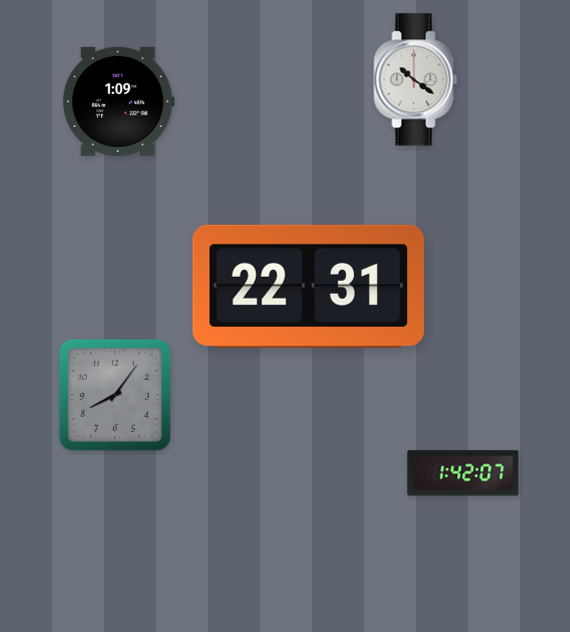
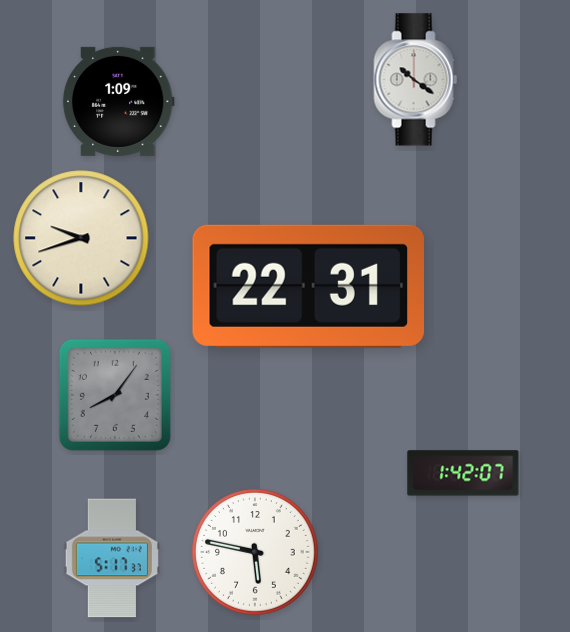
clock at (81, 238): none -> 9:42
clock at (255, 552): none -> 5:47
clock at (112, 558): none -> 5:17
